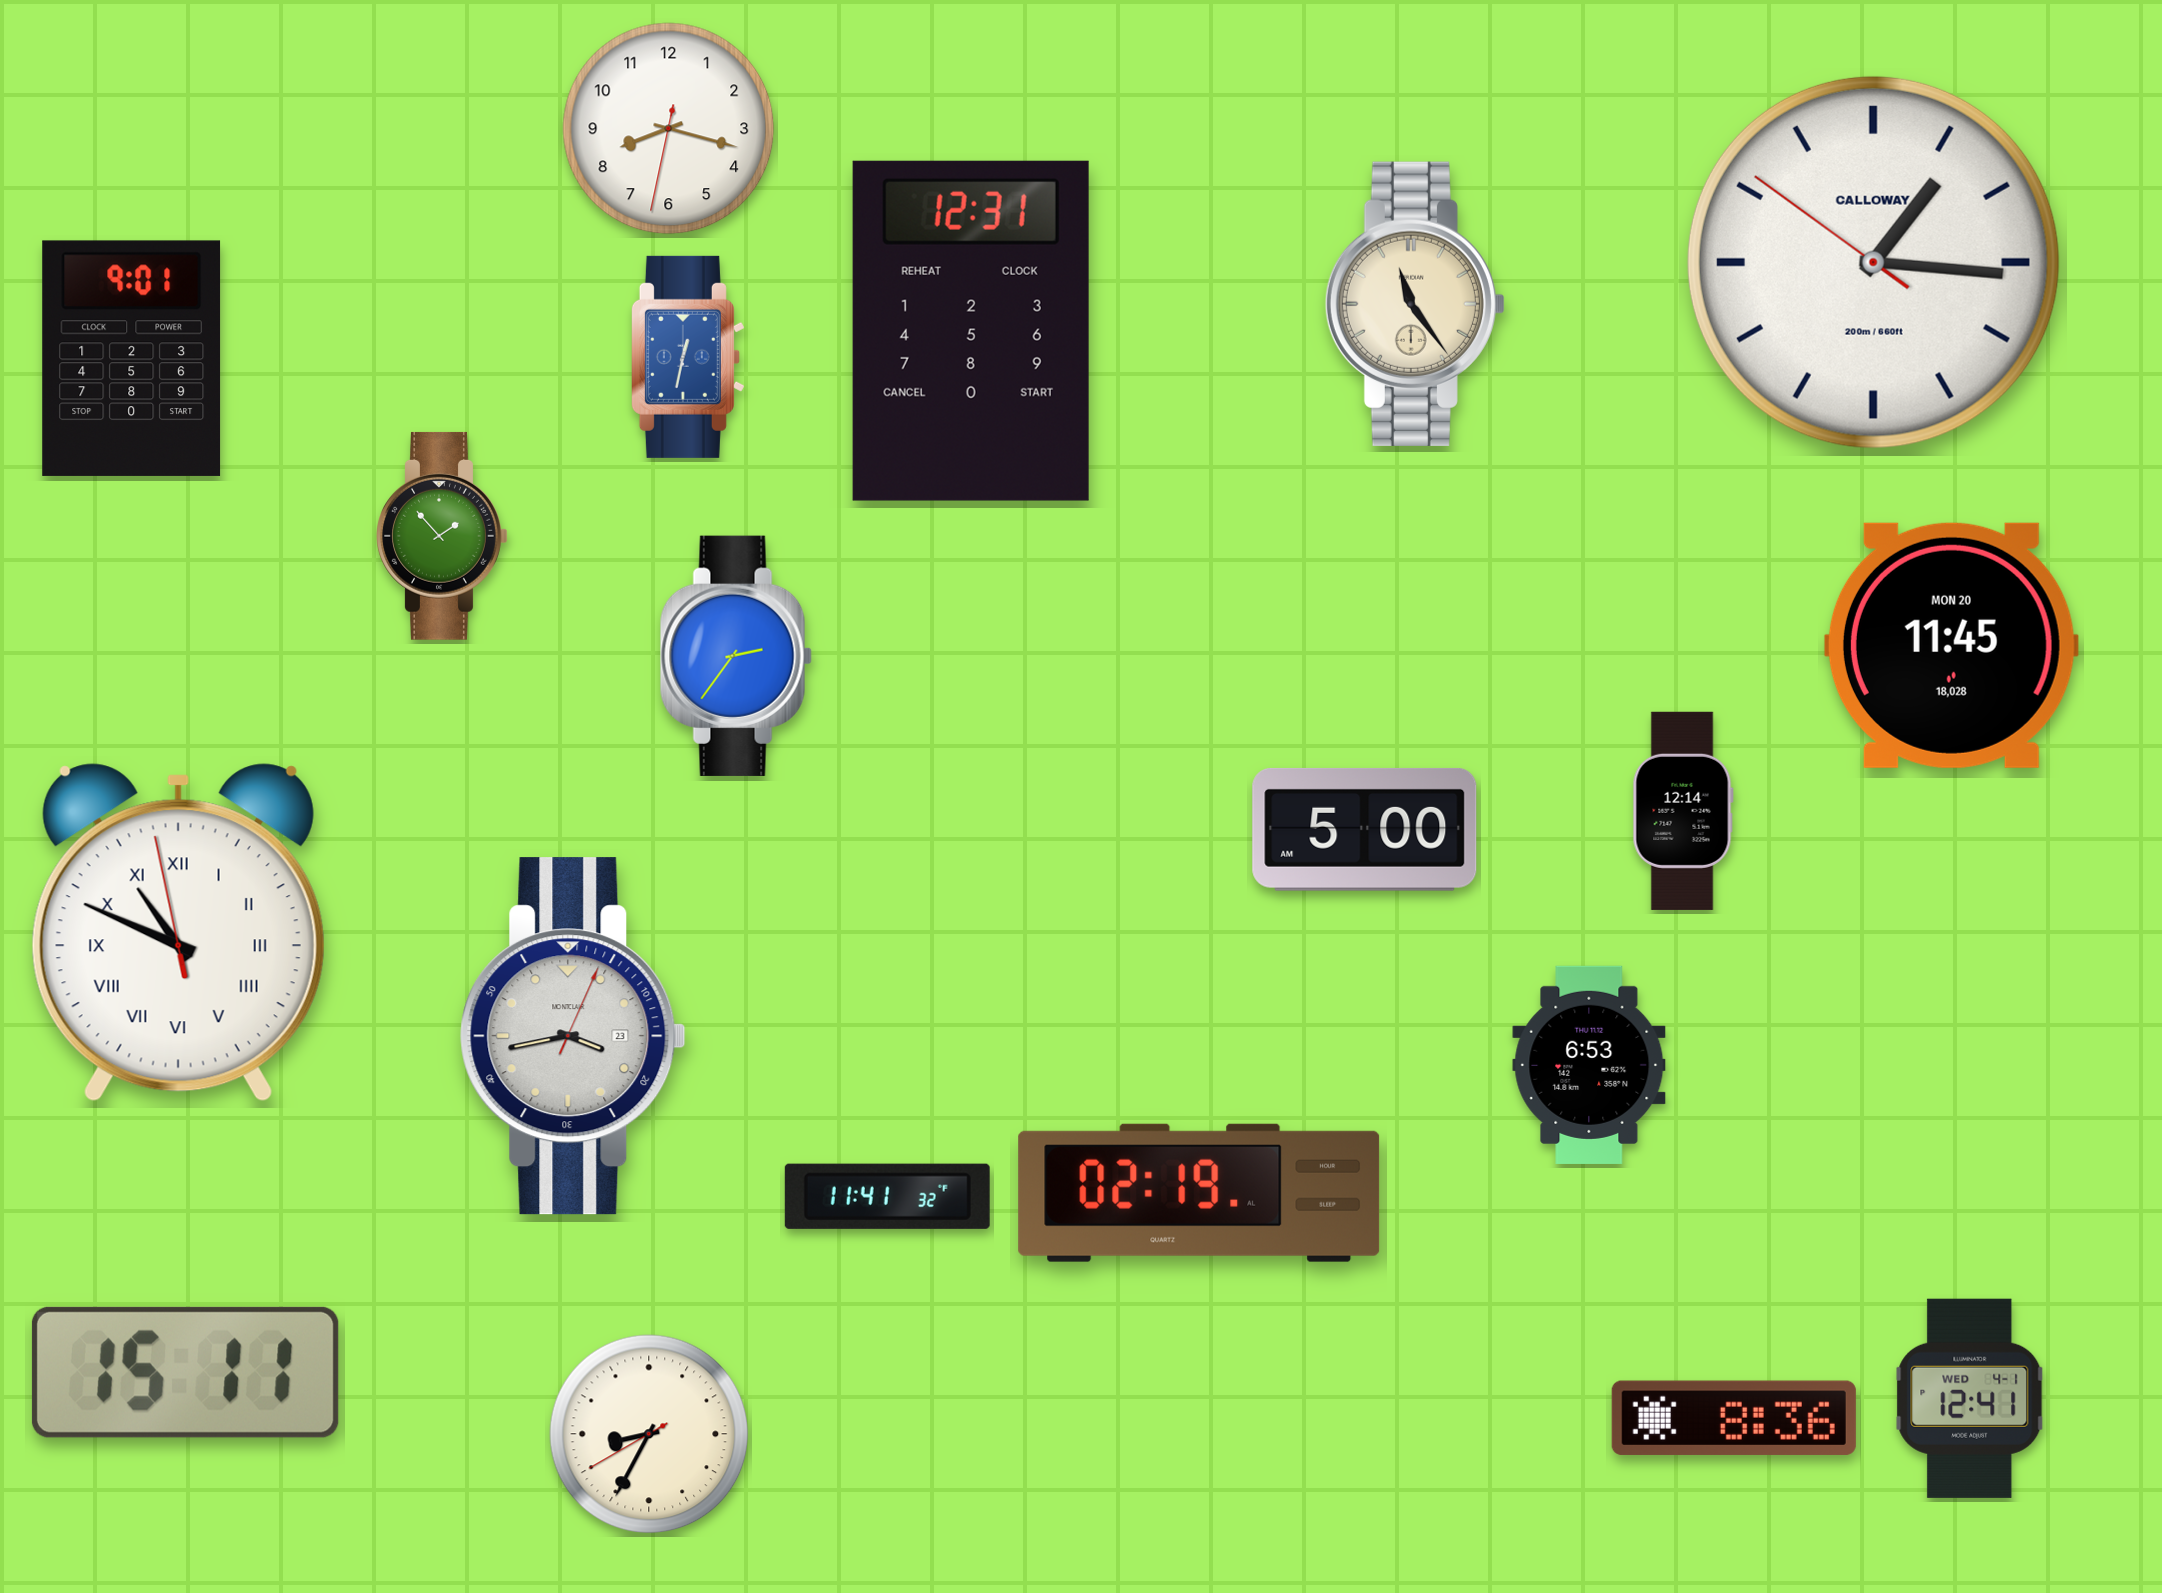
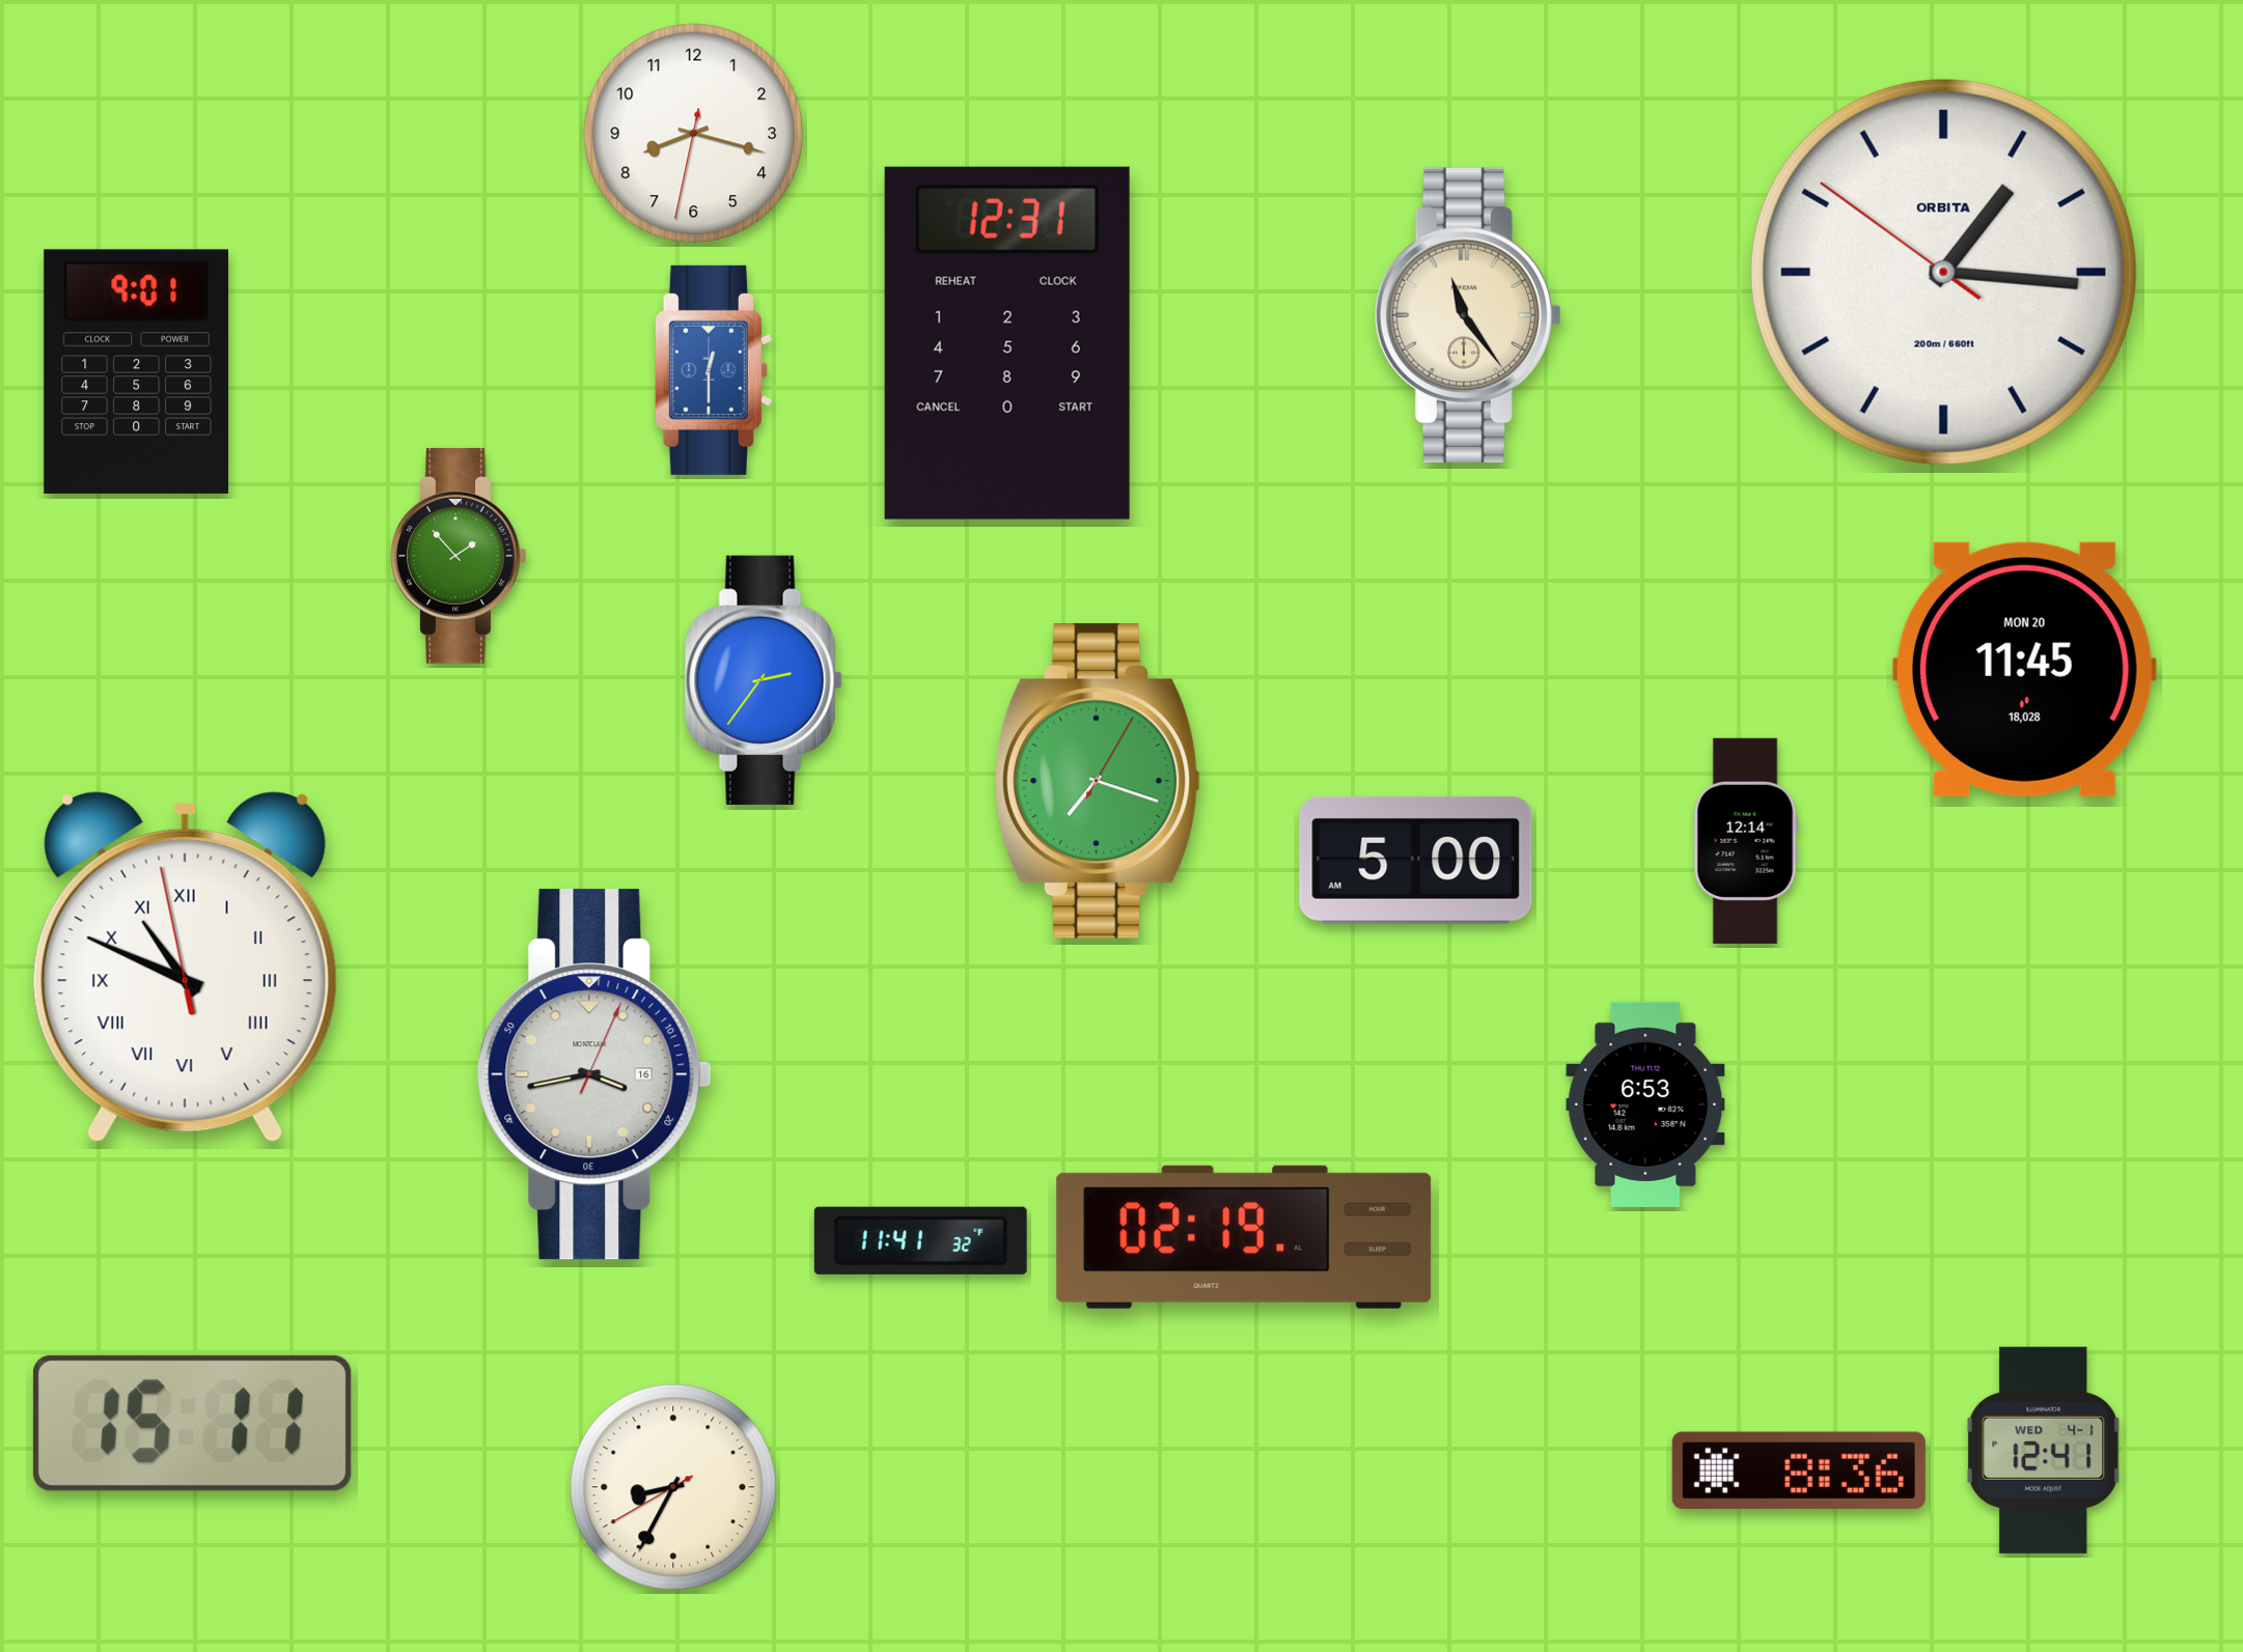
clock at (1873, 262) brand: CALLOWAY -> ORBITA
clock at (688, 357): 12:32 -> 12:30
clock at (1098, 781): none -> 7:18
clock at (573, 1036) date: 23 -> 16
clock at (1589, 1065) position: (1589, 1065) -> (1645, 1104)
